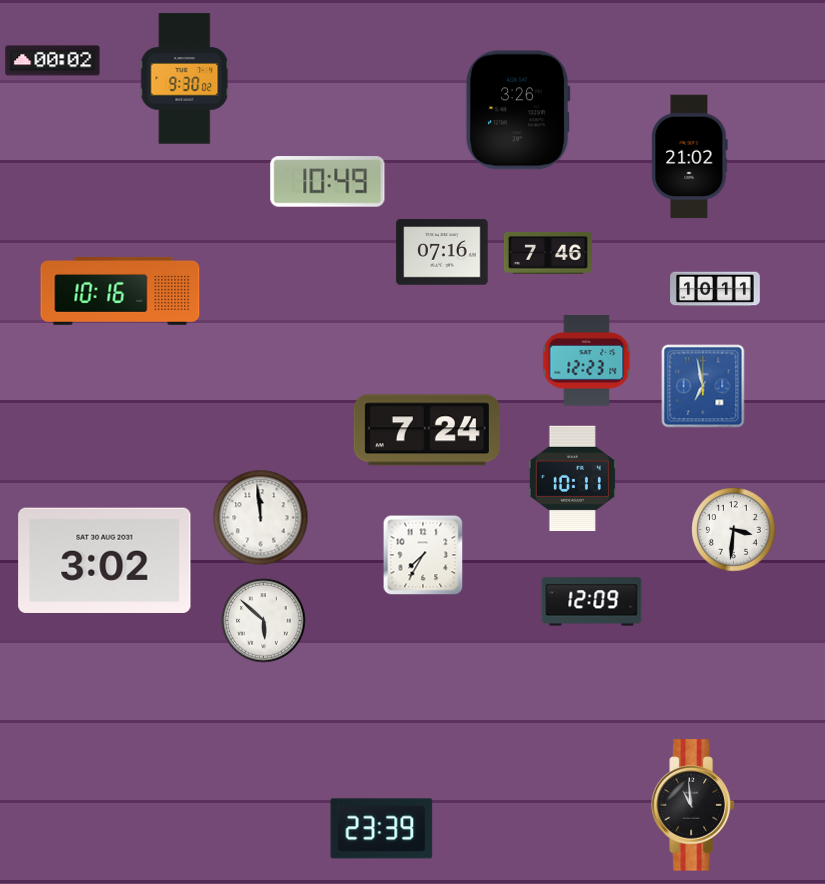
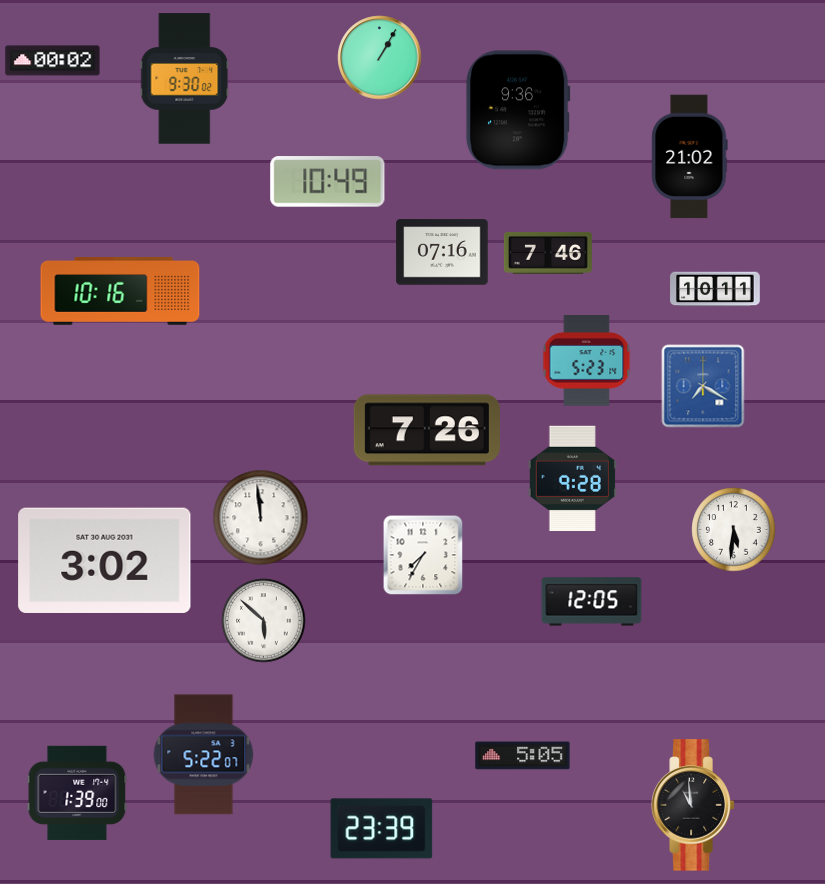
clock at (380, 58): none -> 1:05
clock at (518, 110): 3:26 -> 9:36
clock at (587, 361): 12:23 -> 5:23
clock at (703, 386): 6:58 -> 7:20
clock at (427, 430): 7:24 -> 7:26
clock at (572, 478): 10:11 -> 9:28
clock at (734, 530): 3:31 -> 5:31
clock at (592, 602): 12:09 -> 12:05
clock at (204, 755): none -> 5:22
clock at (523, 756): none -> 5:05
clock at (77, 793): none -> 1:39
